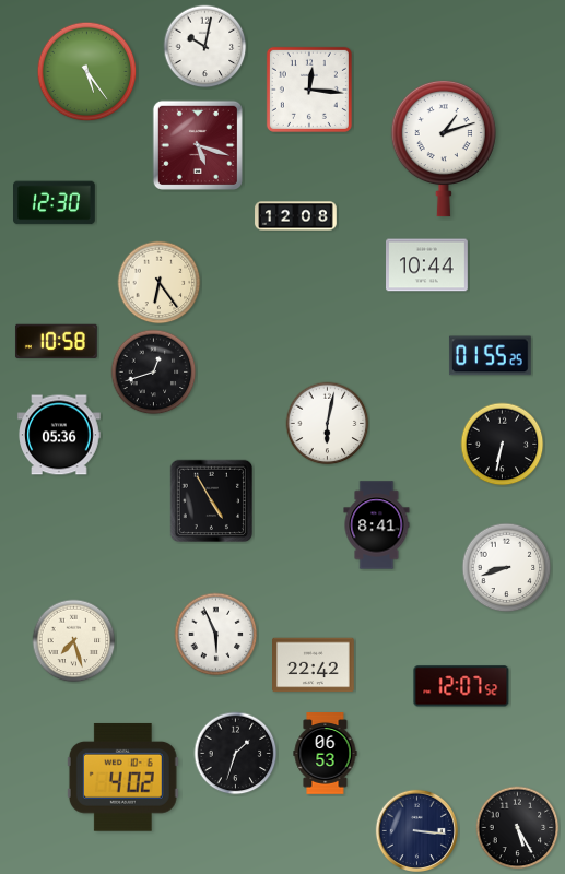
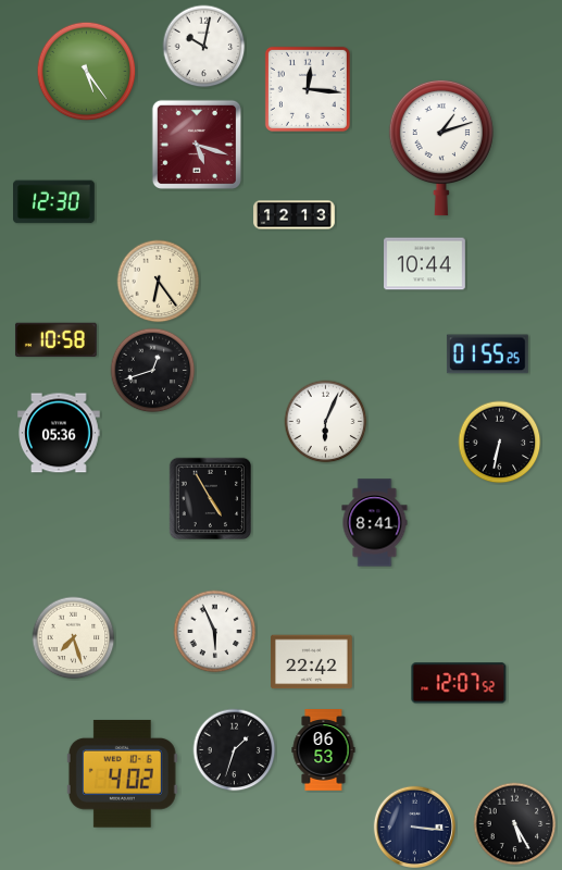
clock at (296, 216): 12:08 -> 12:13
clock at (328, 424): 6:02 -> 6:04
clock at (507, 568): 8:42 -> none
